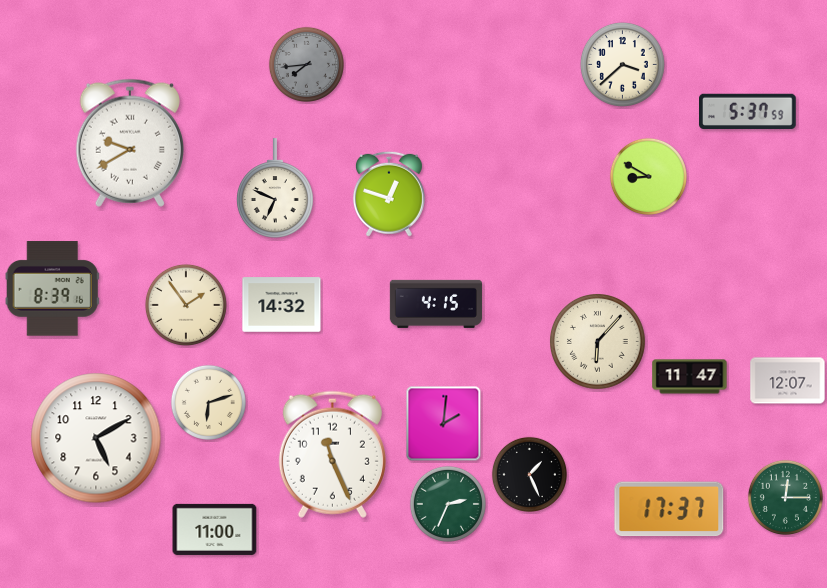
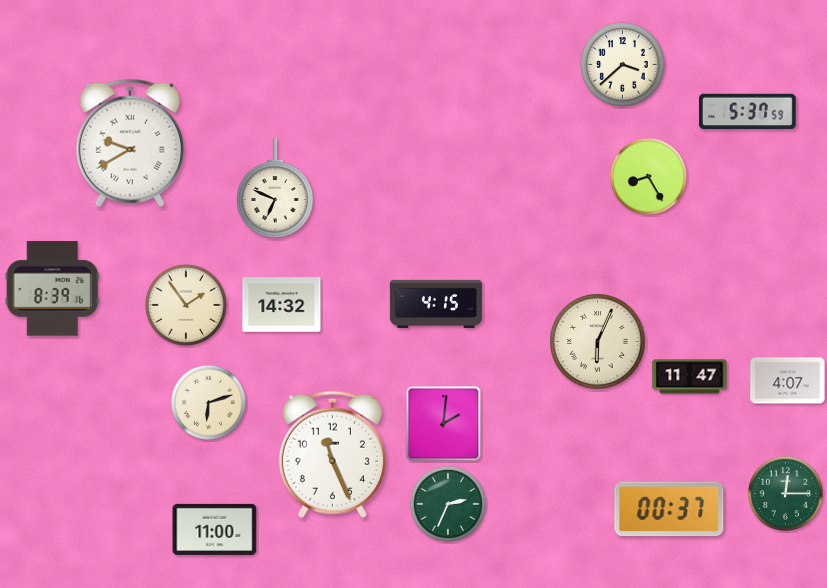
clock at (306, 64): 7:44 -> none
clock at (648, 176): 8:50 -> 8:25
clock at (389, 194): 12:48 -> none
clock at (598, 342): 6:07 -> 6:04
clock at (788, 381): 12:07 -> 4:07
clock at (96, 438): 5:10 -> none
clock at (529, 474): 1:26 -> none
clock at (785, 497) position: (785, 497) -> (785, 493)
clock at (669, 509): 17:37 -> 00:37
